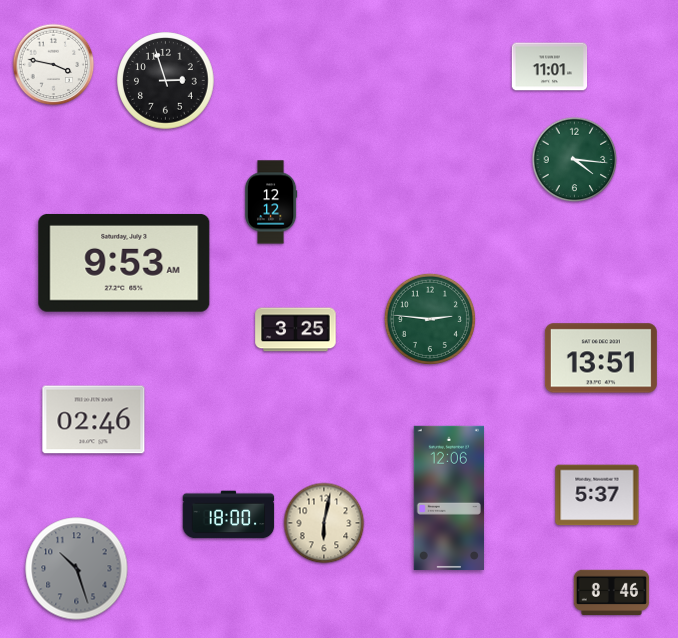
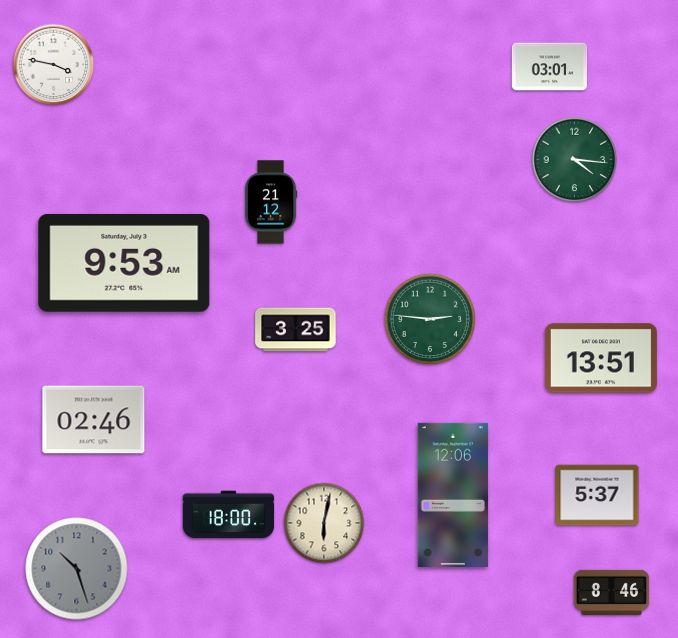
clock at (550, 67): 11:01 -> 03:01
clock at (166, 81): 2:57 -> none
clock at (271, 202): 12:12 -> 21:12
clock at (448, 498) position: (448, 498) -> (452, 495)
